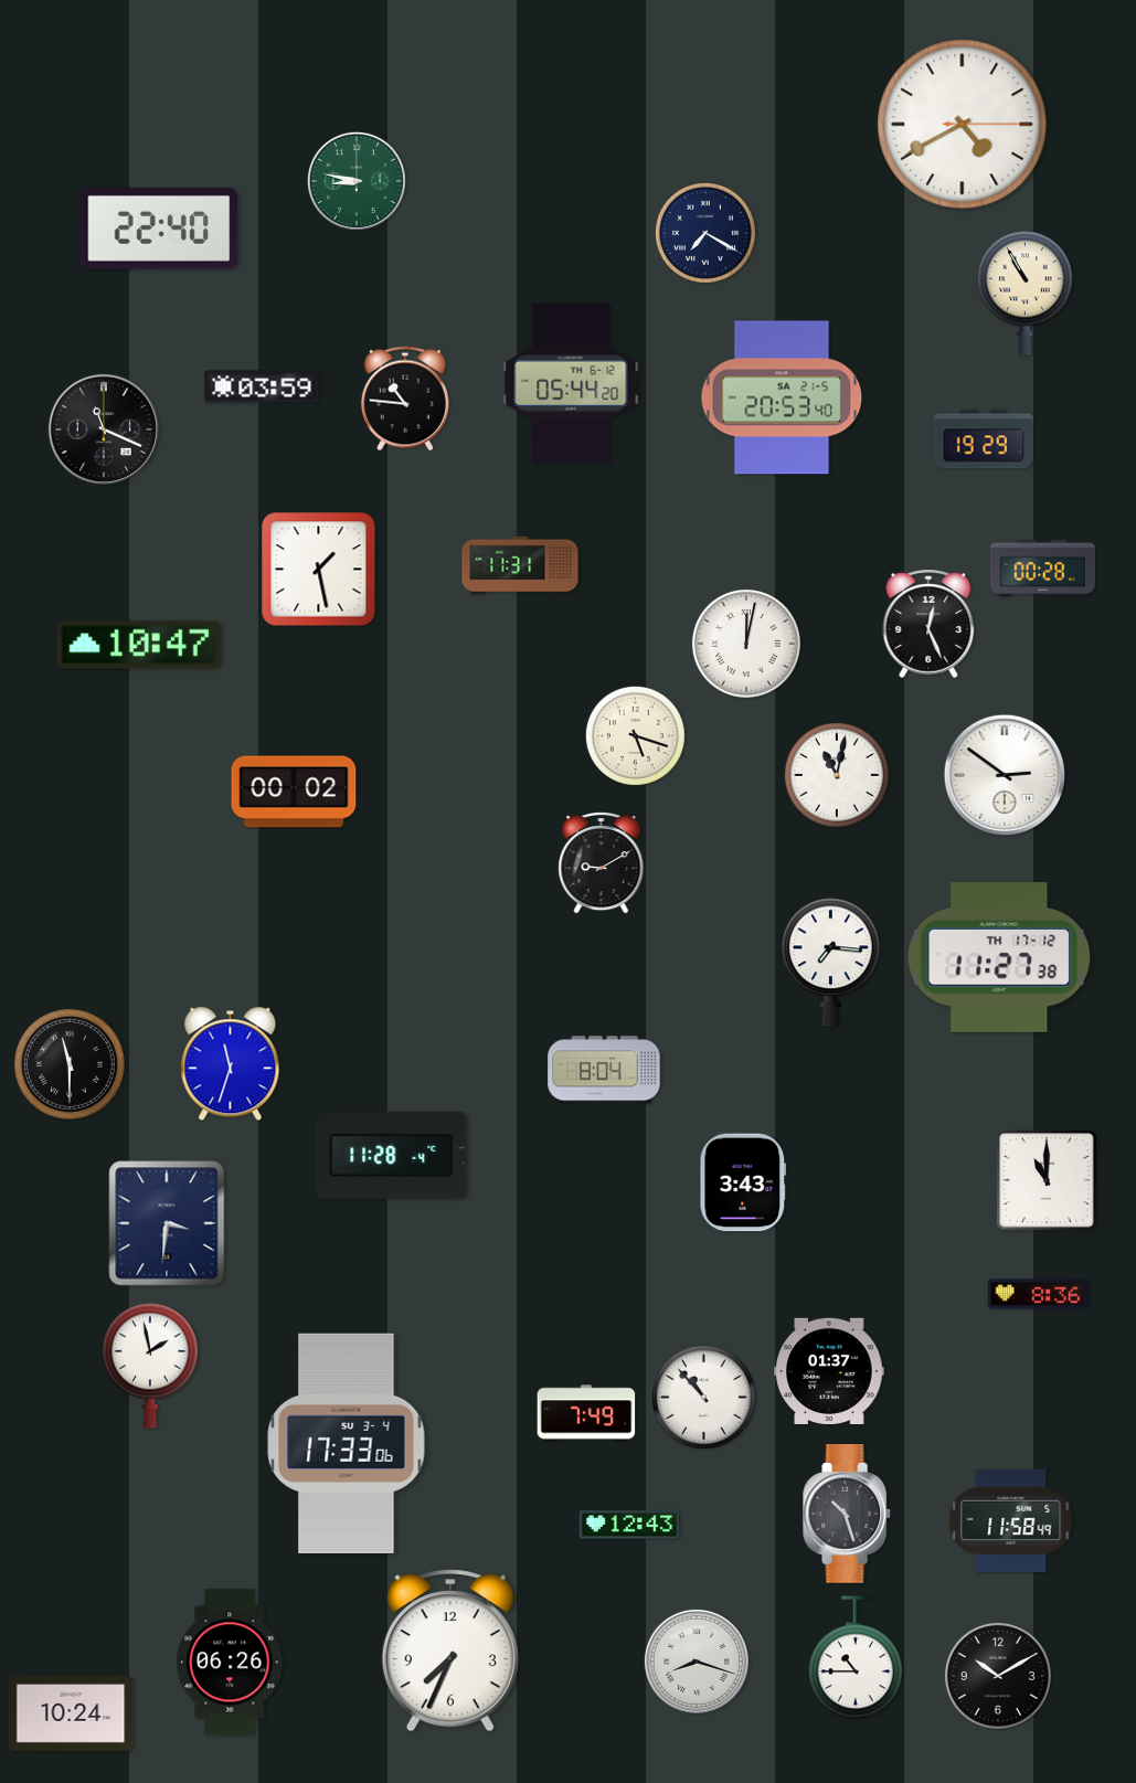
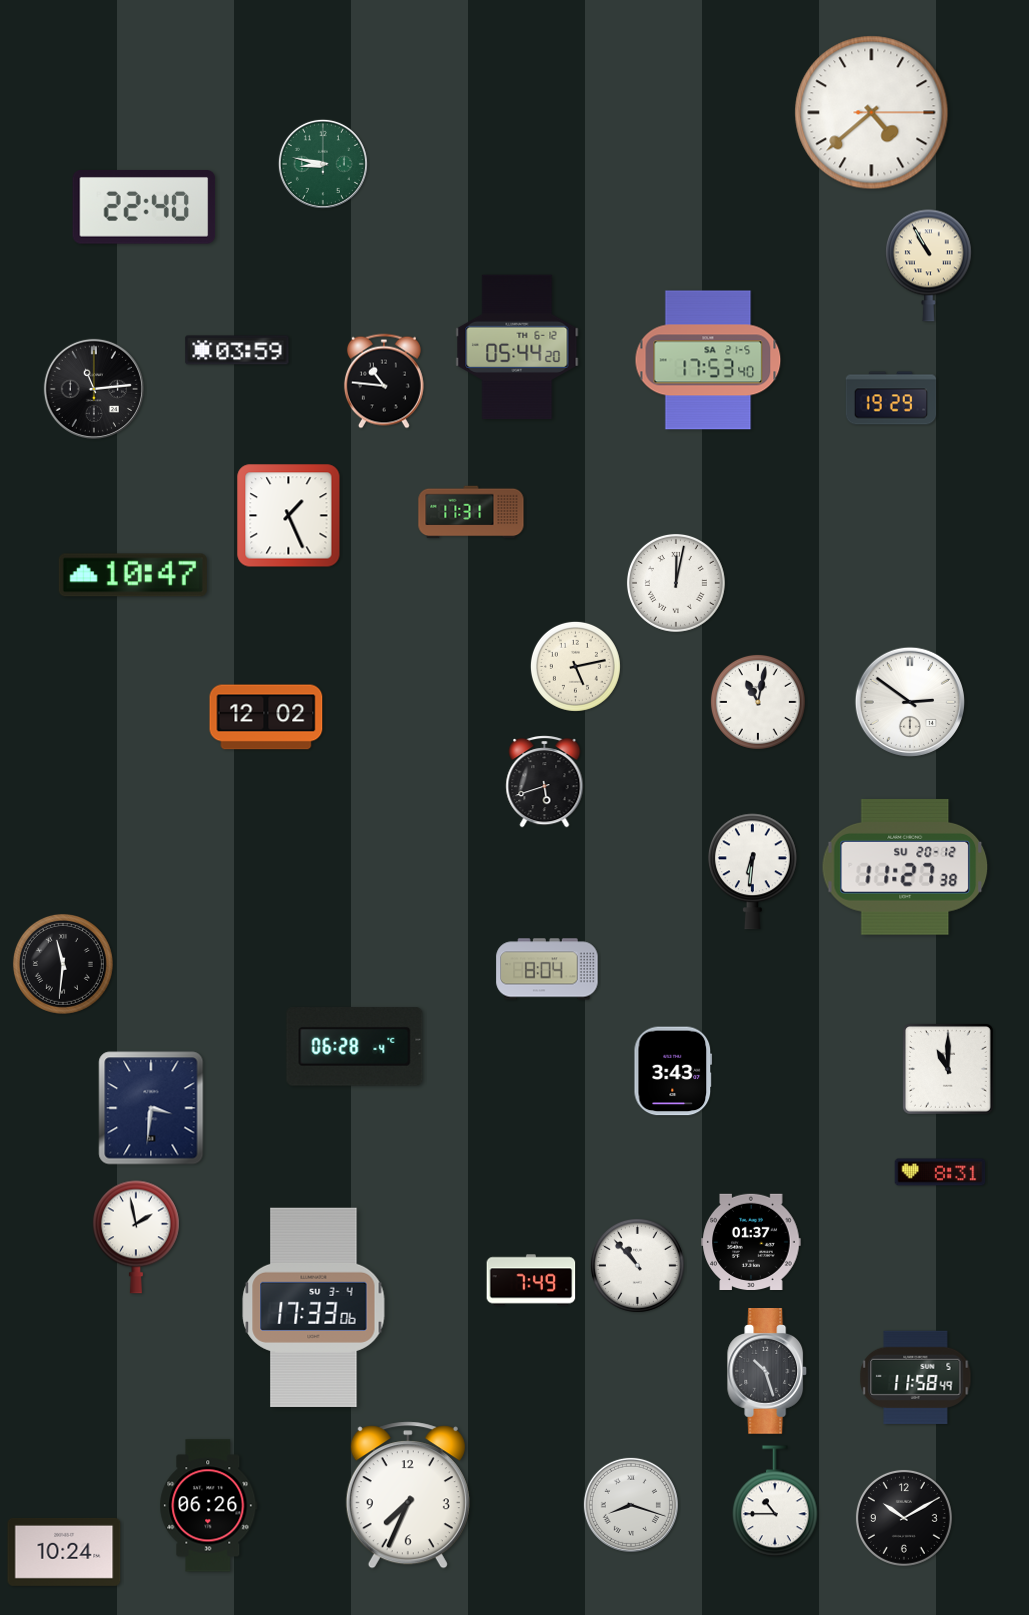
clock at (963, 125): 4:40 -> 4:38
clock at (705, 233): 7:20 -> none
clock at (782, 397): 20:53 -> 17:53
clock at (405, 399) position: (405, 399) -> (384, 381)
clock at (104, 429): 11:19 -> 11:14
clock at (1042, 569): 00:28 -> none
clock at (319, 570): 1:28 -> 1:26
clock at (928, 624): 12:26 -> none
clock at (139, 645) position: (139, 645) -> (133, 575)
clock at (635, 735): 5:18 -> 5:13
clock at (294, 792): 00:02 -> 12:02
clock at (602, 863): 9:10 -> 5:42
clock at (999, 957) date: TH 17-12 -> SU 20-12
clock at (831, 963): 7:16 -> 6:31
clock at (70, 1064): 11:30 -> 11:31
clock at (231, 1064): 11:33 -> none
clock at (392, 1156): 11:28 -> 06:28
clock at (1038, 1294): 8:36 -> 8:31
clock at (629, 1525): 12:43 -> none
